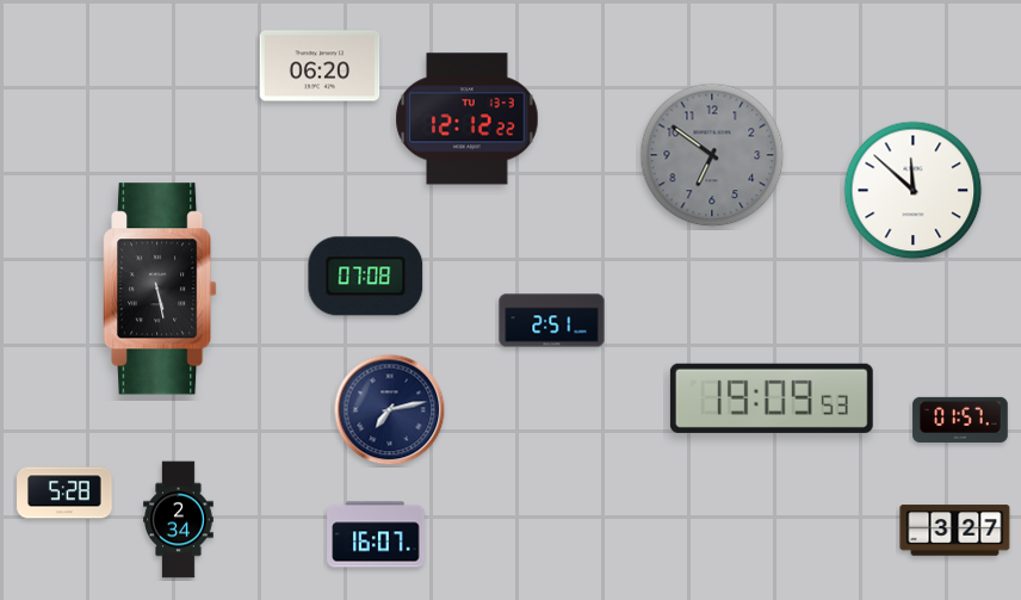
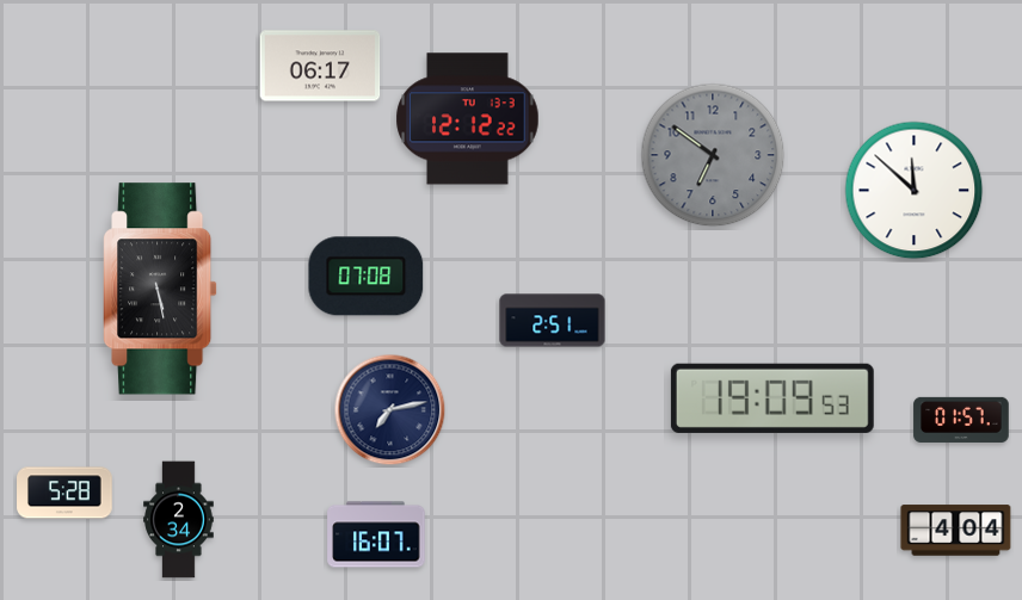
clock at (320, 66): 06:20 -> 06:17
clock at (955, 531): 3:27 -> 4:04
